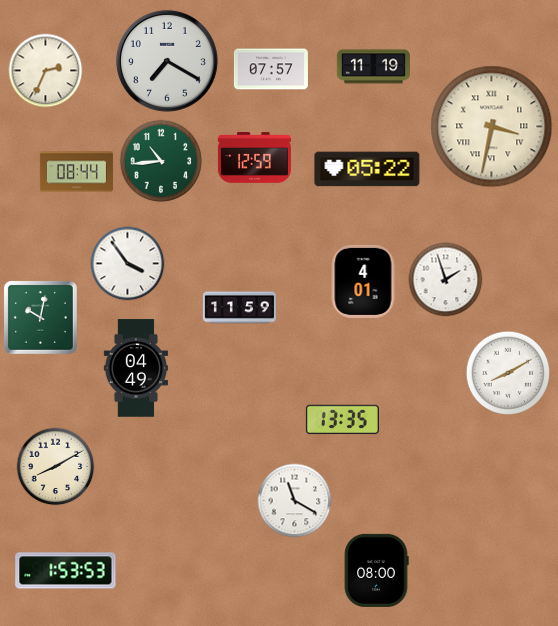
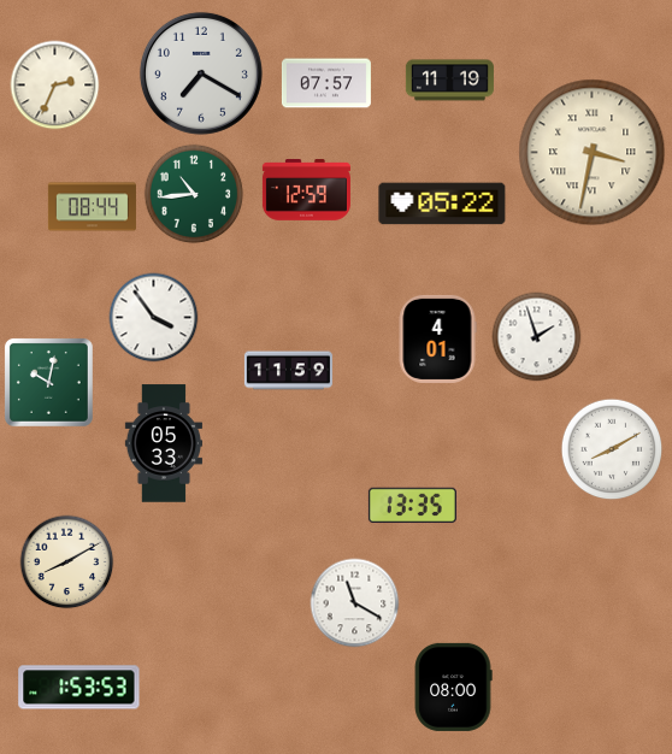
clock at (135, 368): 04:49 -> 05:33
